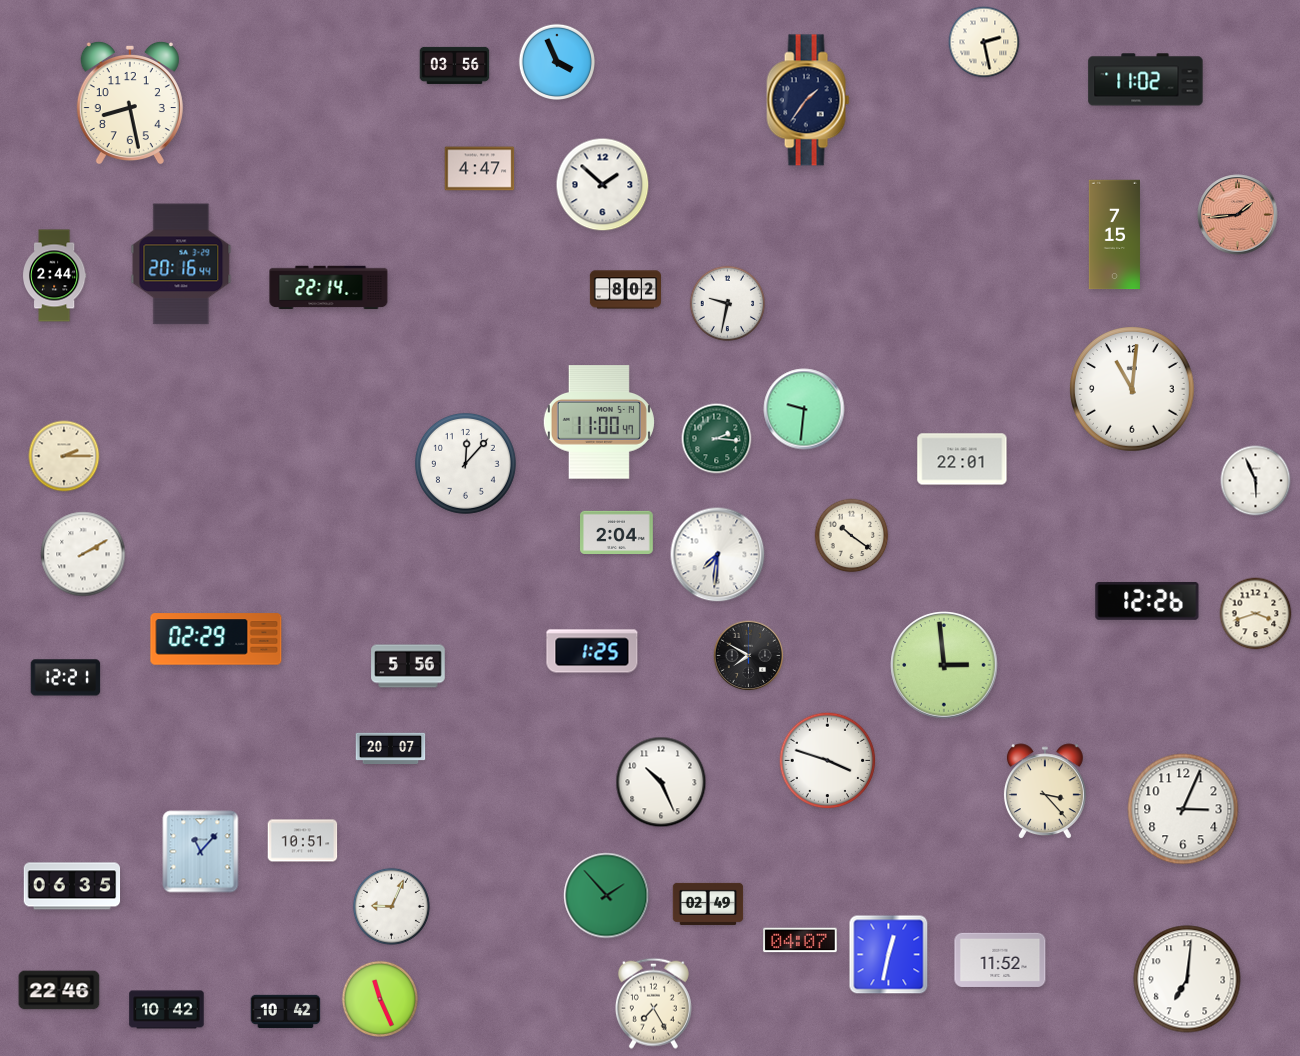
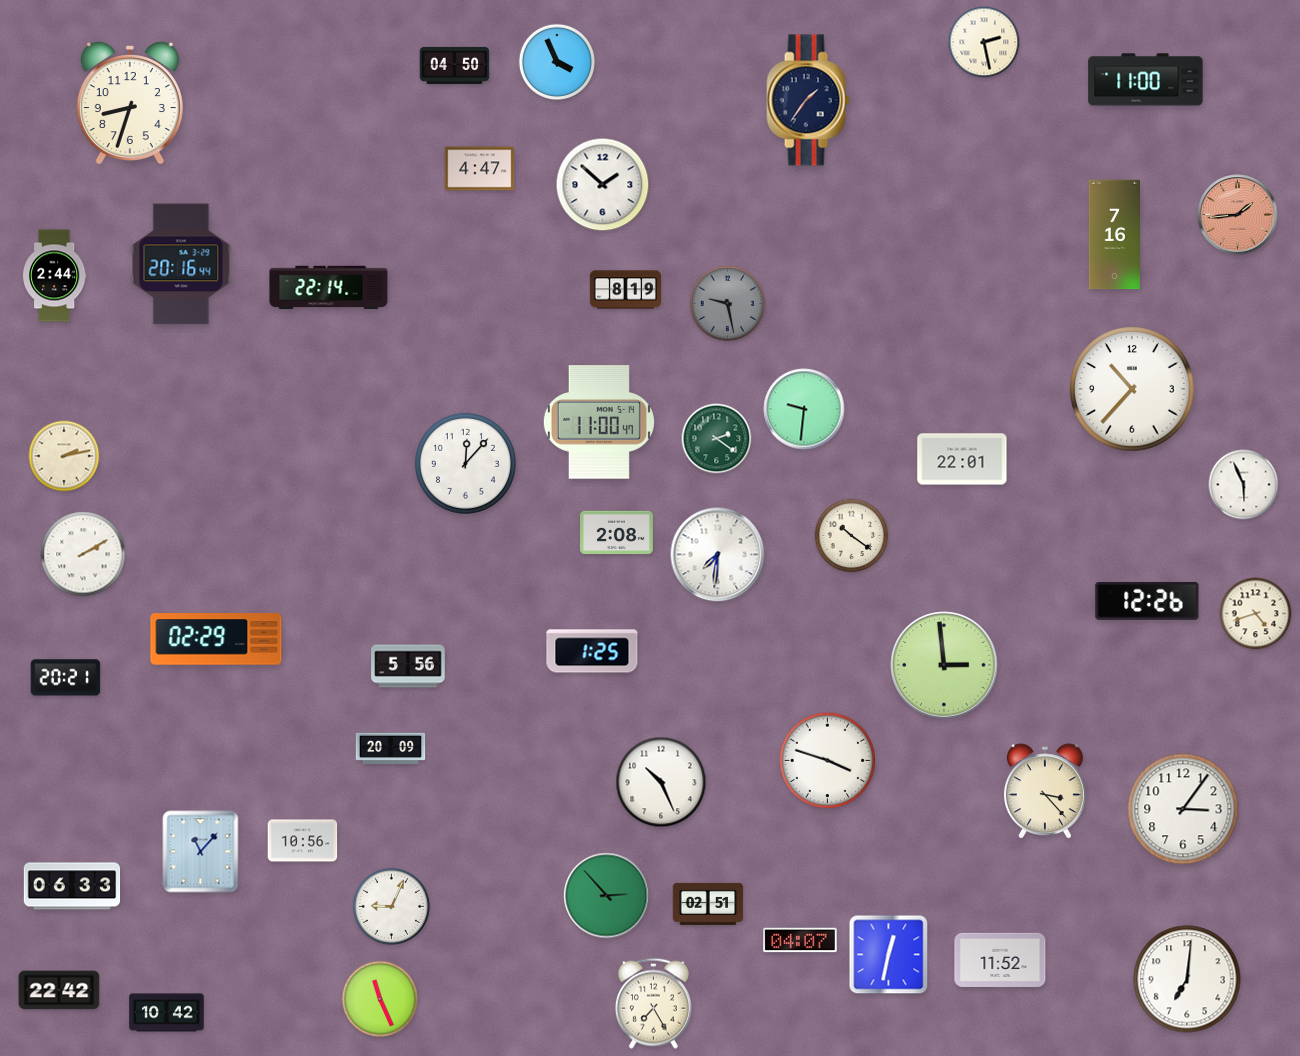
clock at (455, 65): 03:56 -> 04:50
clock at (1146, 80): 11:02 -> 11:00
clock at (130, 103): 8:28 -> 8:33
clock at (1114, 235): 7:15 -> 7:16
clock at (625, 290): 8:02 -> 8:19
clock at (728, 304): 9:32 -> 9:28
clock at (728, 304) dial: white -> grey
clock at (1133, 390): 11:01 -> 10:37
clock at (717, 439): 2:16 -> 2:21
clock at (64, 456): 2:15 -> 2:13
clock at (1256, 481) position: (1256, 481) -> (1244, 485)
clock at (617, 532): 2:04 -> 2:08
clock at (1256, 614): 3:42 -> 4:42
clock at (749, 656): 7:50 -> none
clock at (66, 678): 12:21 -> 20:21
clock at (391, 749): 20:07 -> 20:09
clock at (1183, 809): 3:04 -> 3:06
clock at (303, 841): 10:51 -> 10:56
clock at (72, 886): 06:35 -> 06:33
clock at (607, 896): 1:53 -> 2:53
clock at (708, 904): 02:49 -> 02:51
clock at (59, 990): 22:46 -> 22:42
clock at (167, 1010) position: (167, 1010) -> (167, 1013)
clock at (286, 1011): 10:42 -> none
